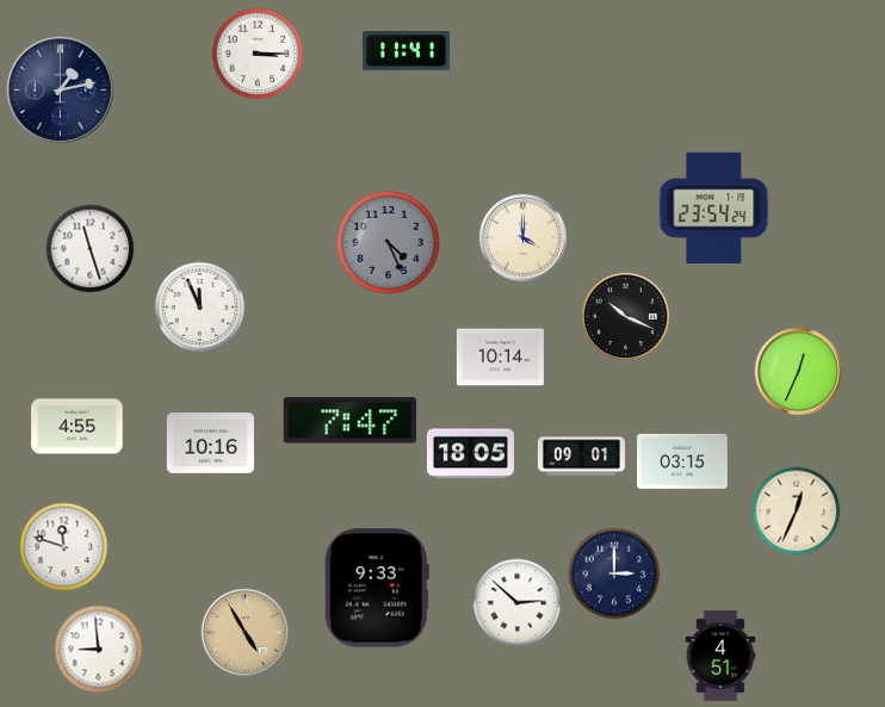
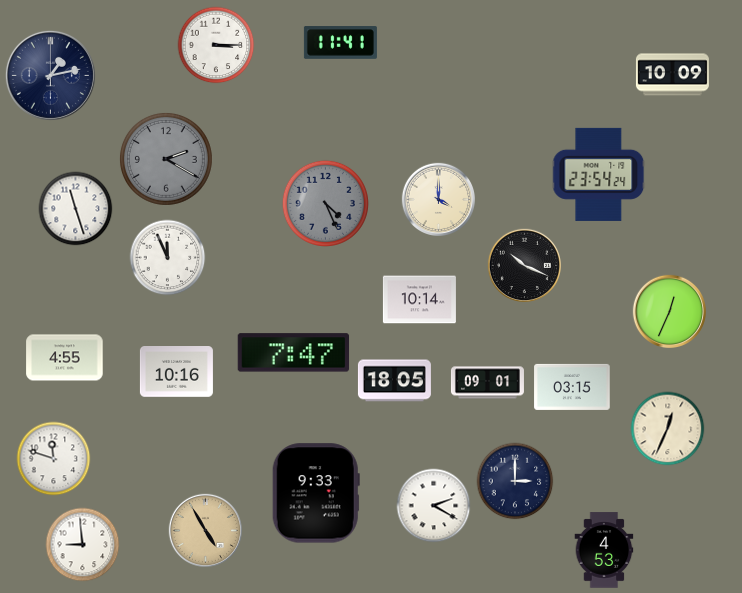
clock at (672, 75): none -> 10:09
clock at (166, 159): none -> 2:20
clock at (518, 603): 2:52 -> 2:20
clock at (720, 656): 4:51 -> 4:53
